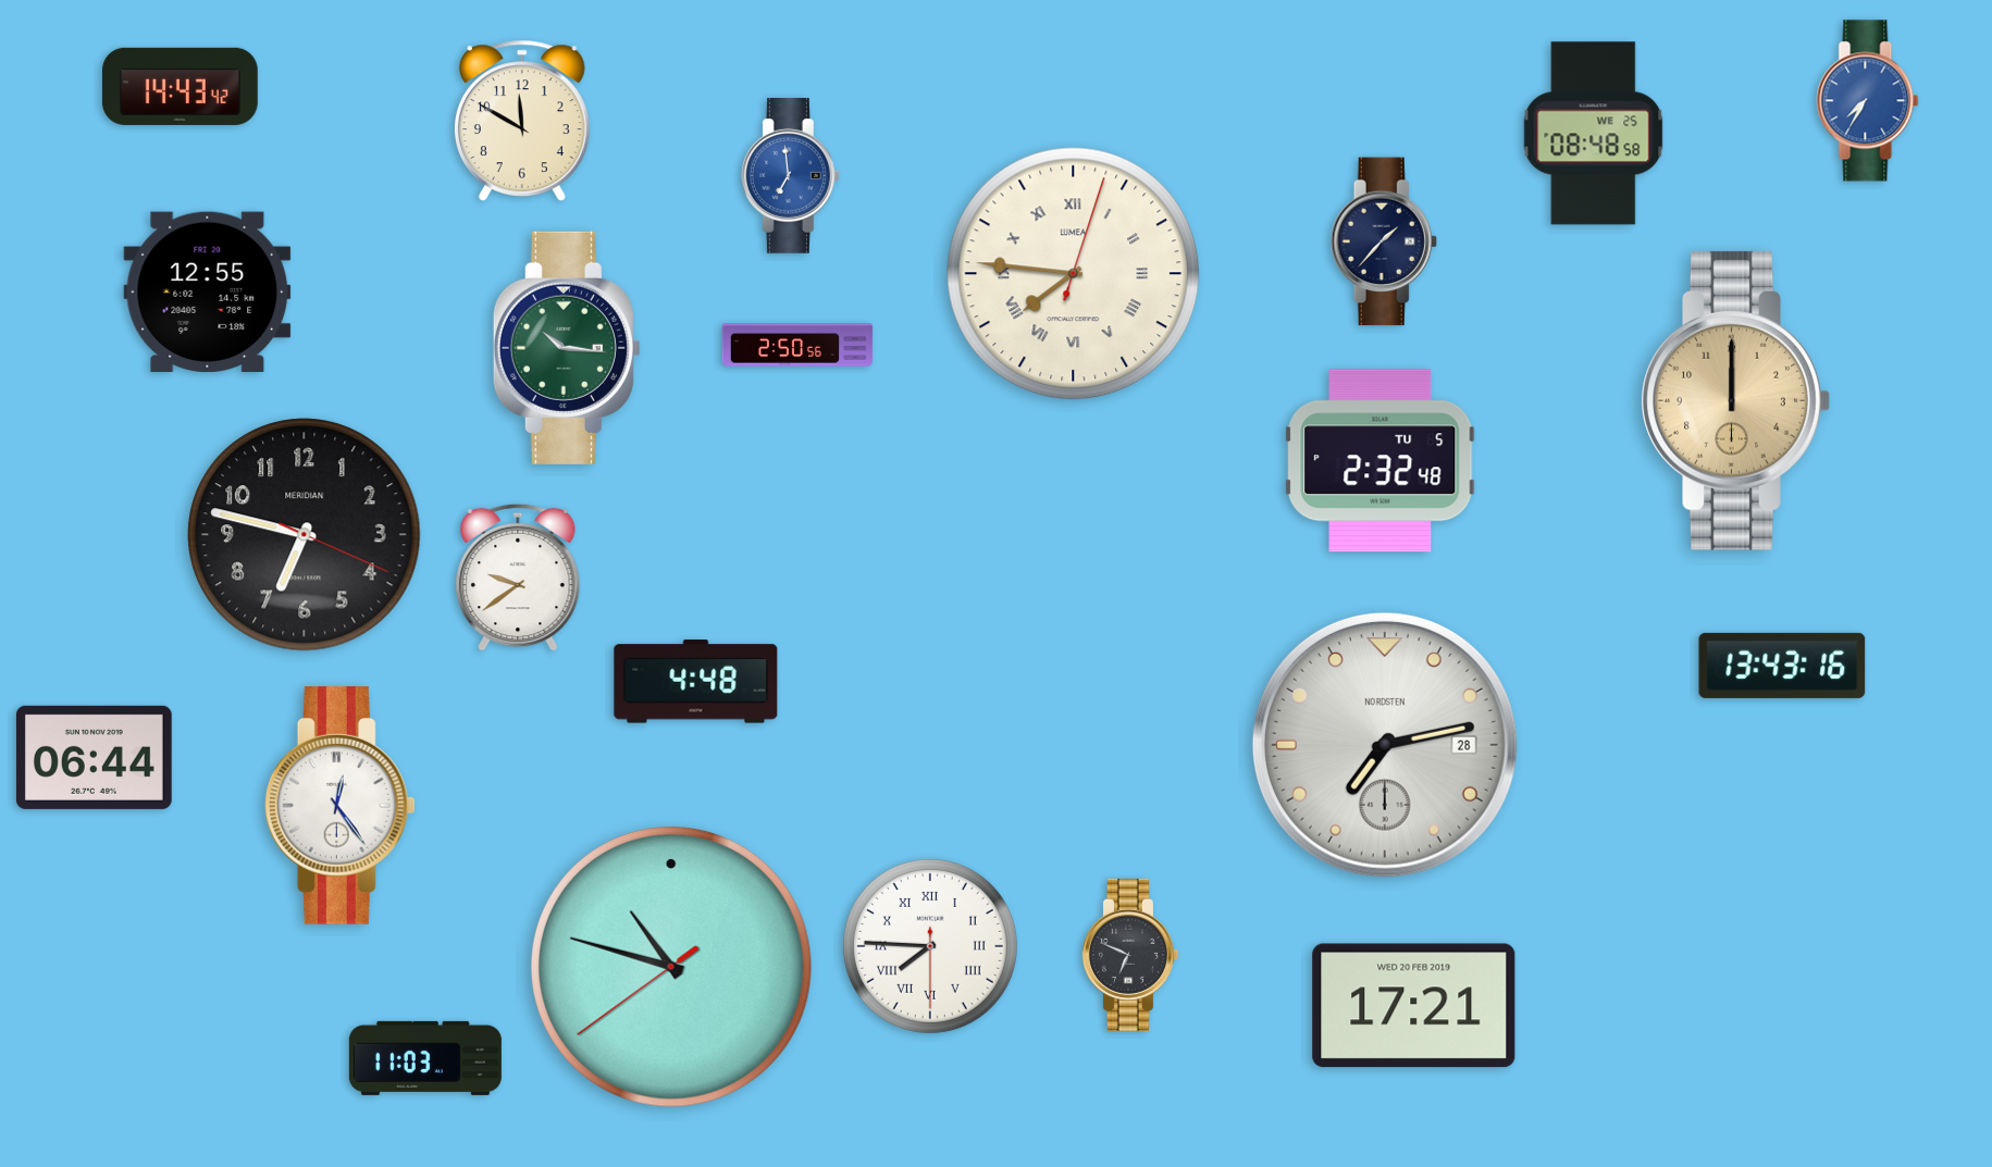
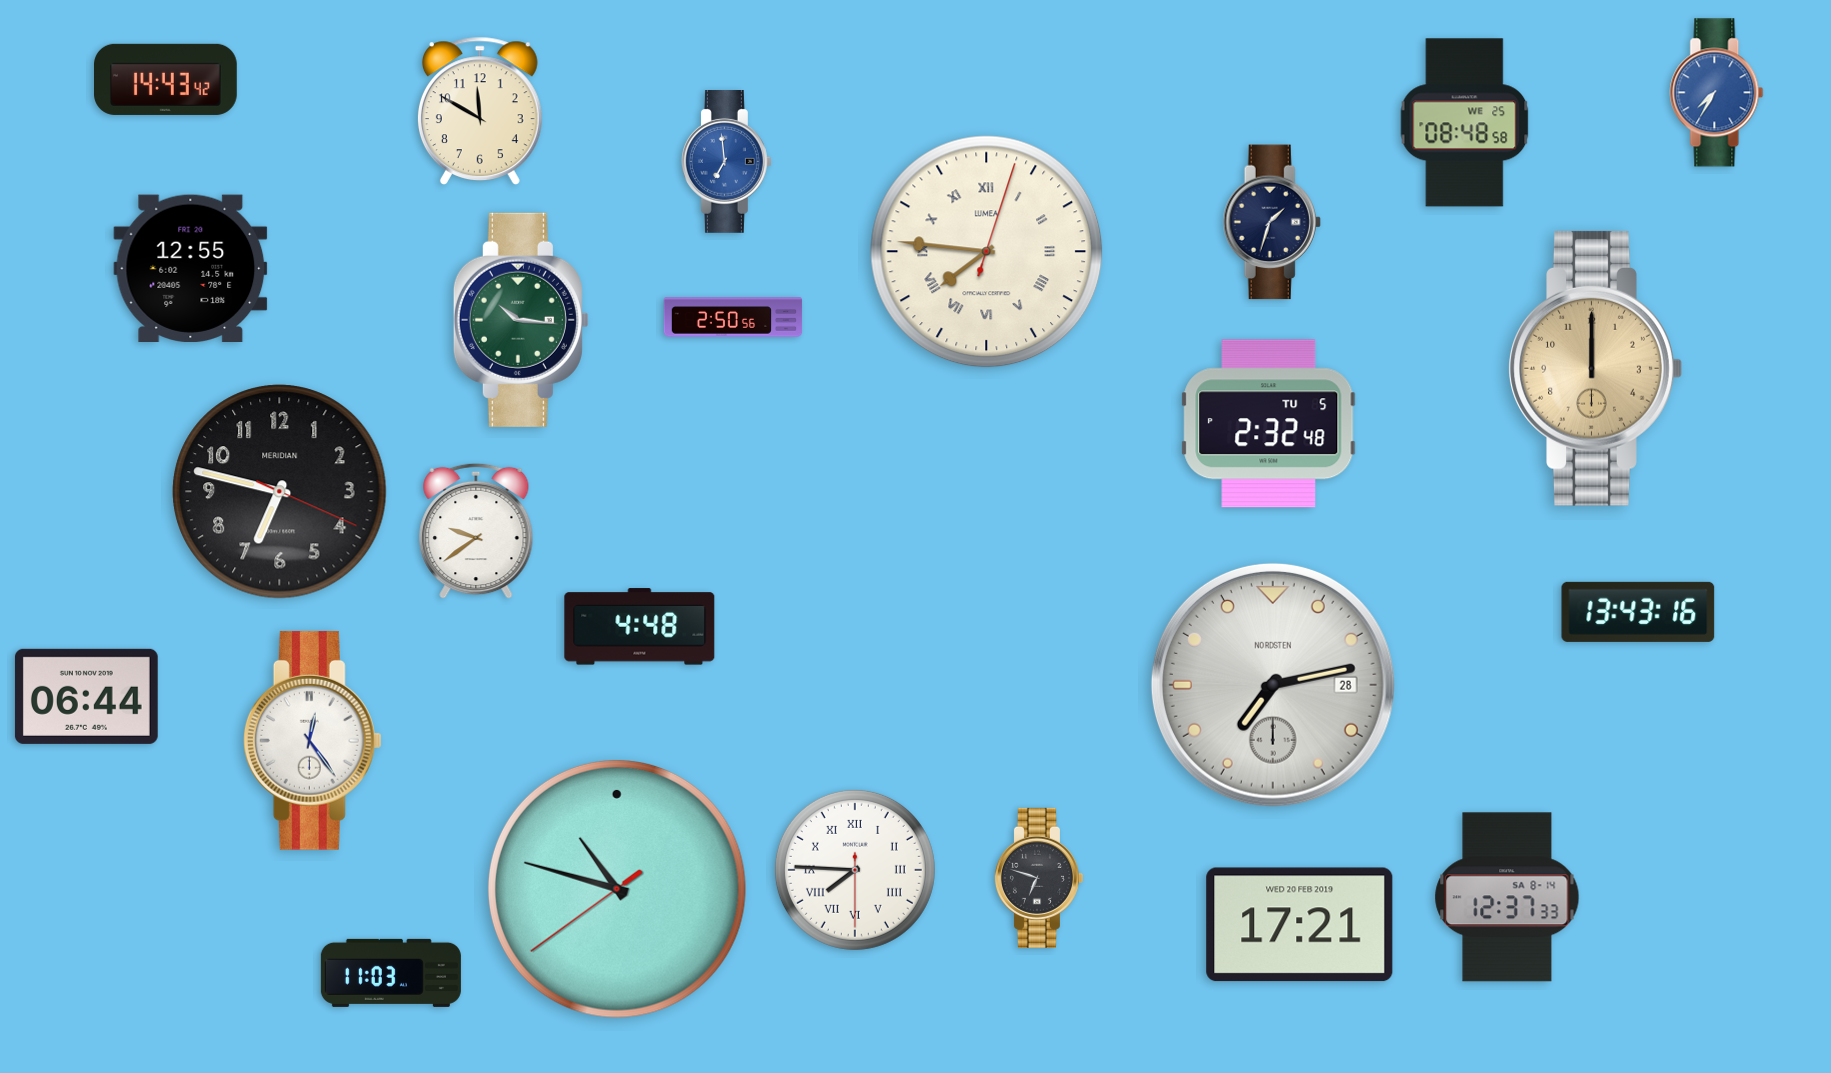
clock at (1384, 241): 1:37 -> 1:33
clock at (1129, 955): 6:49 -> 6:48
clock at (1507, 897): none -> 12:37
